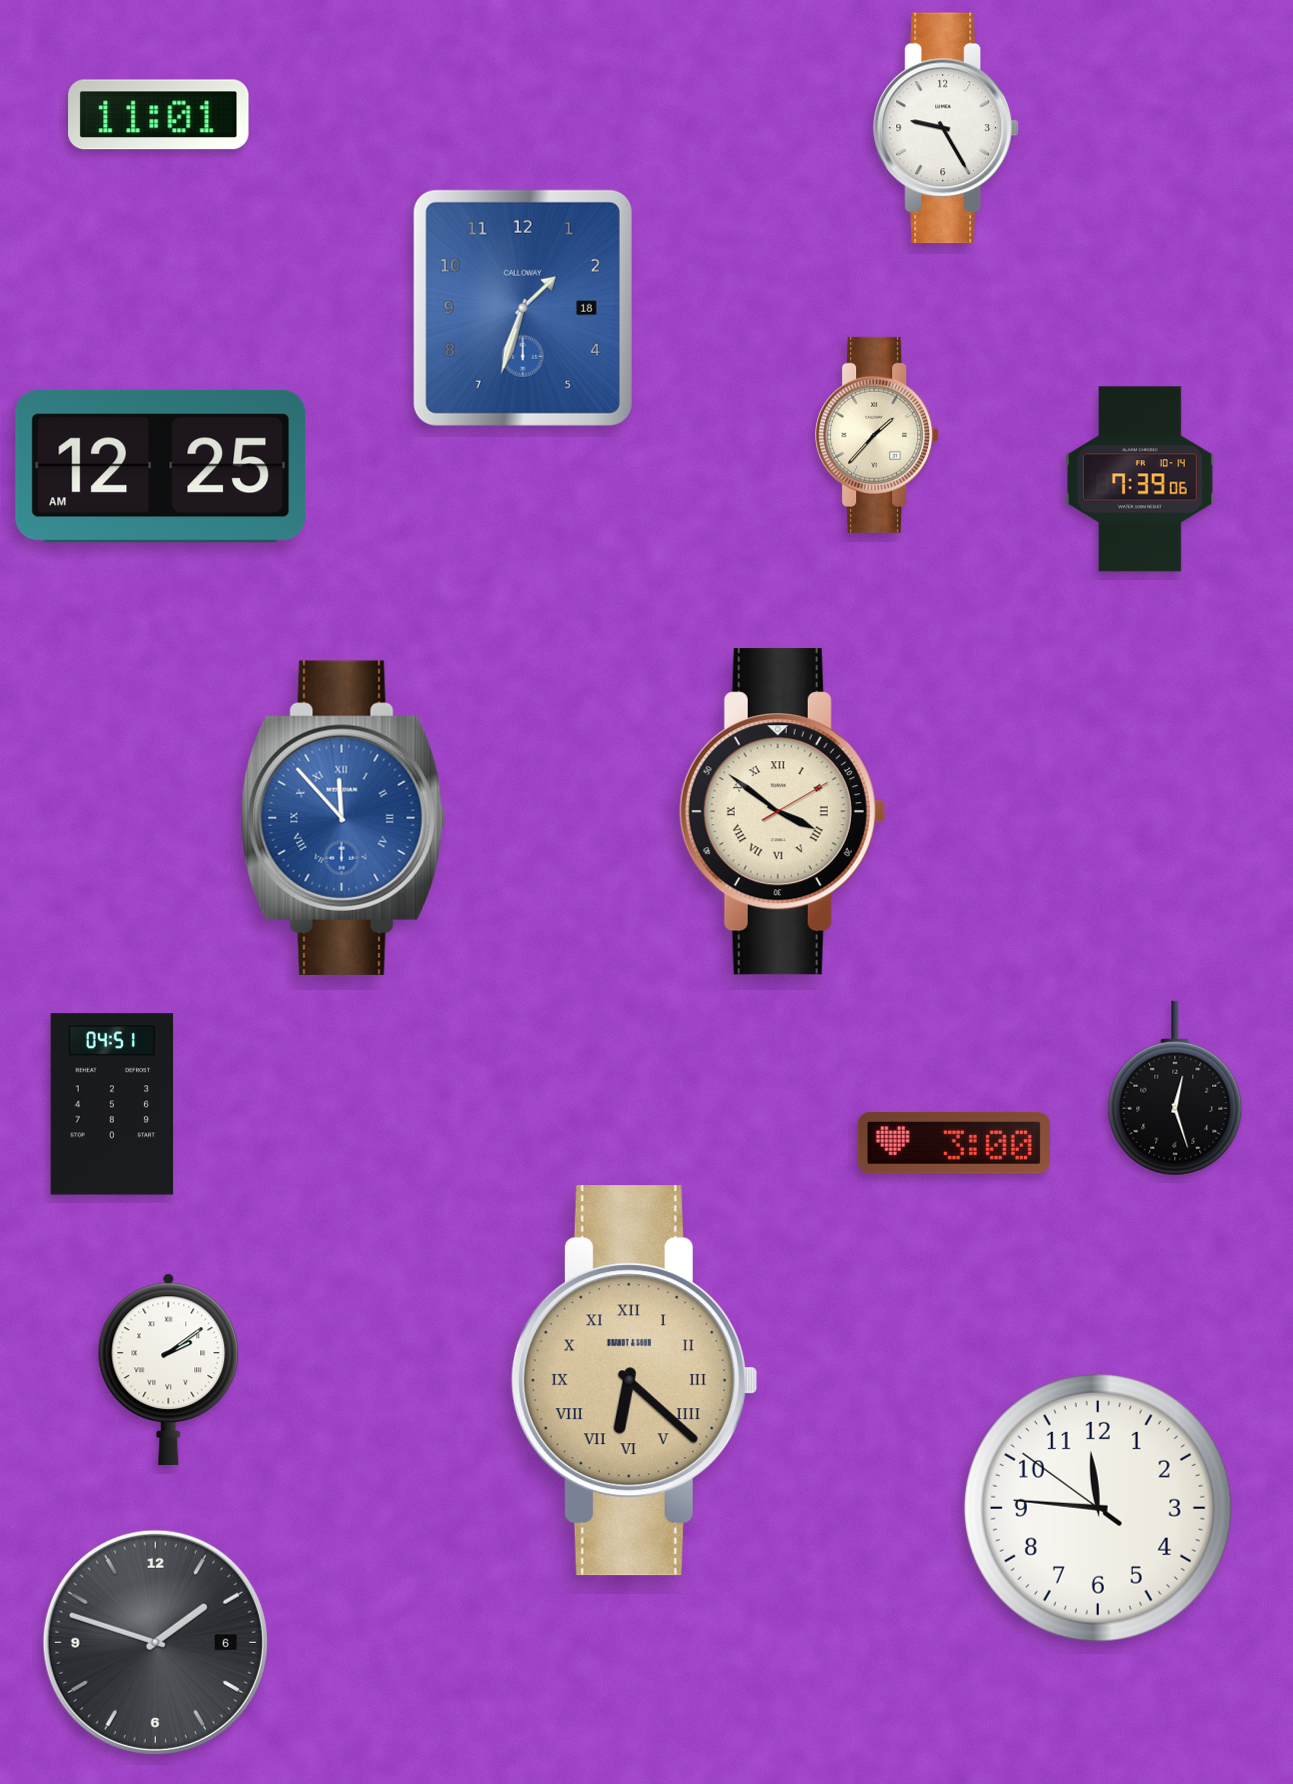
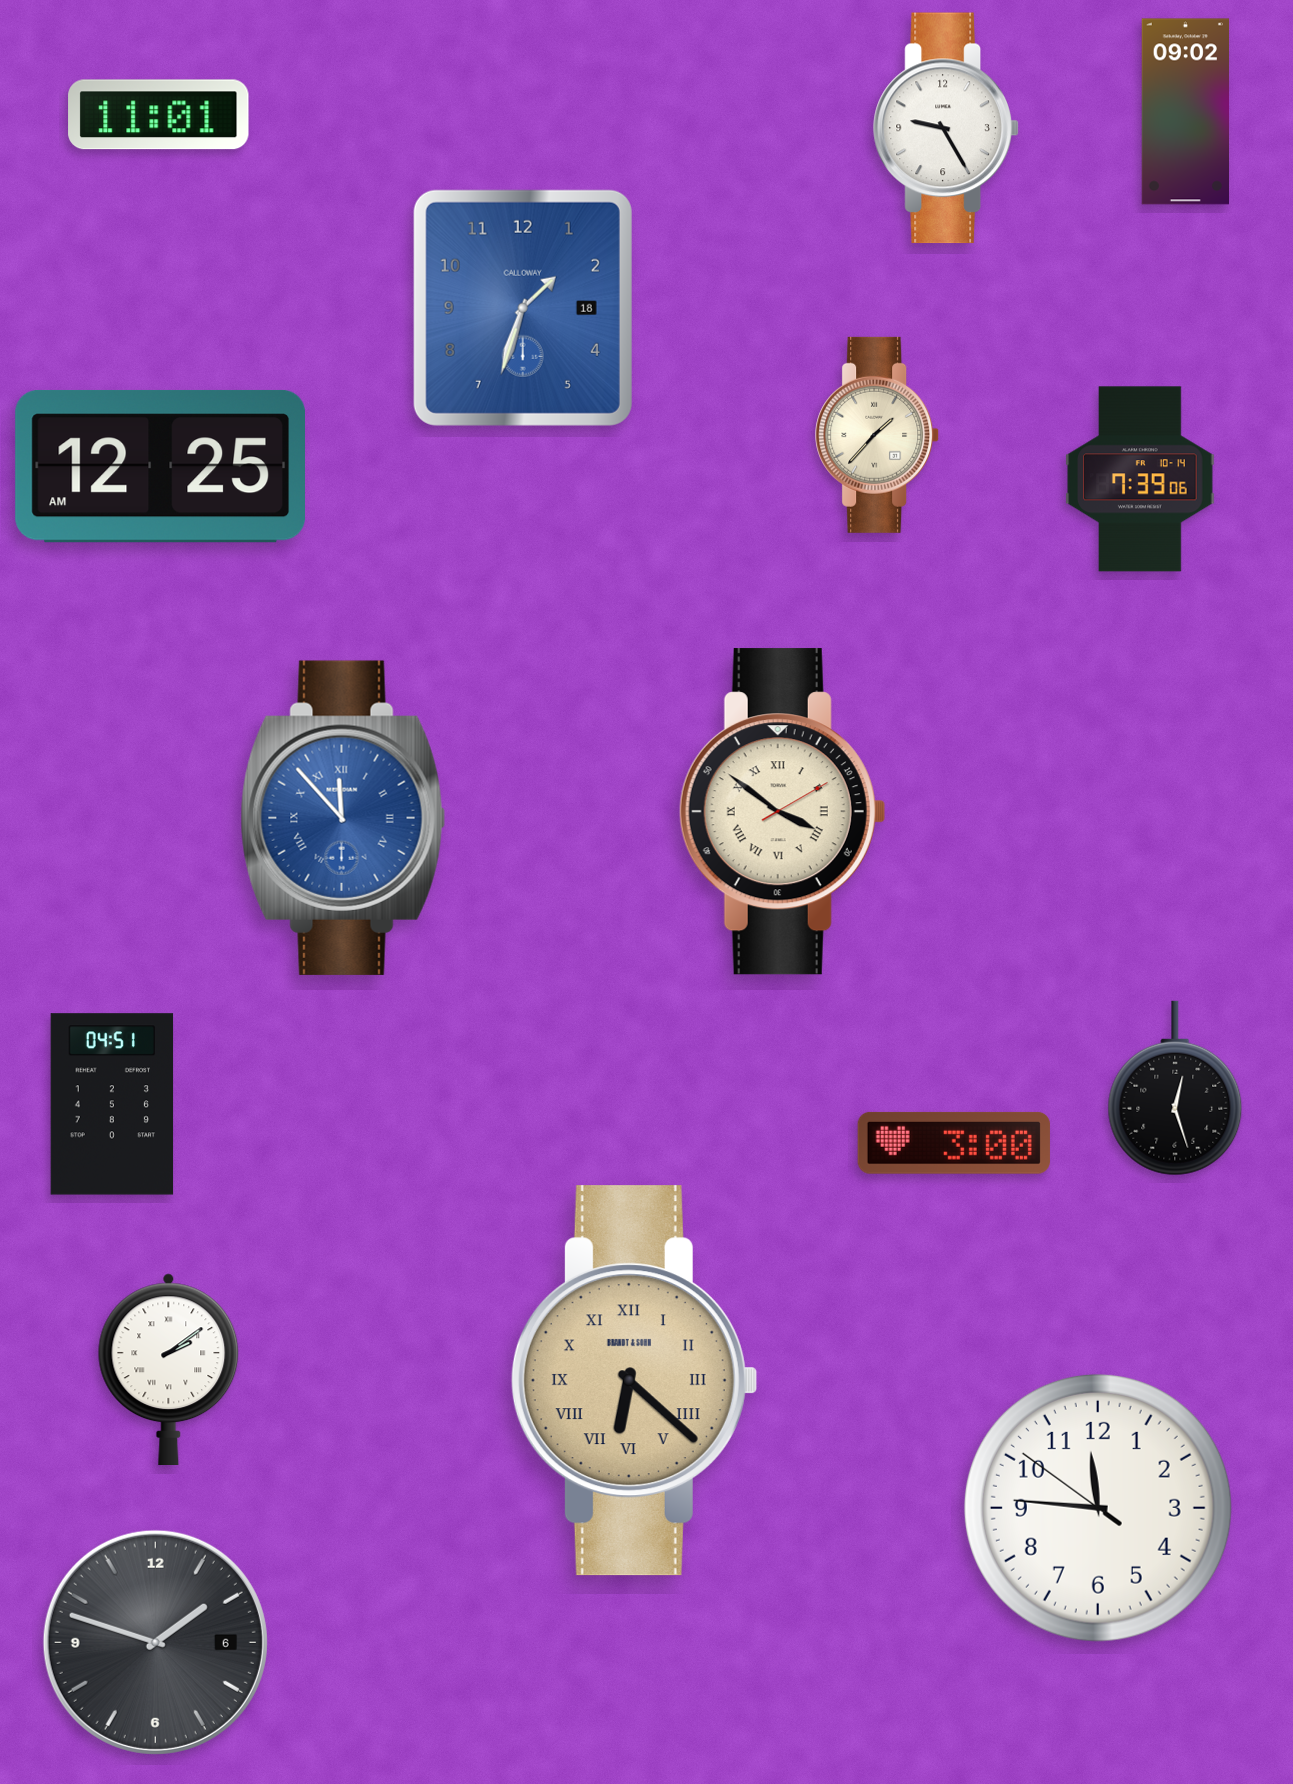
clock at (1185, 112): none -> 09:02
